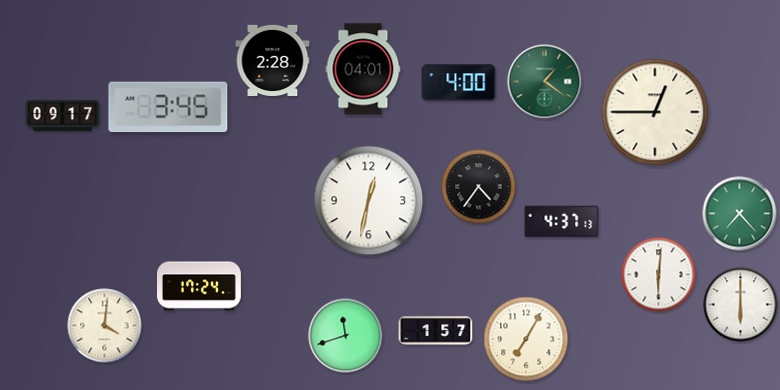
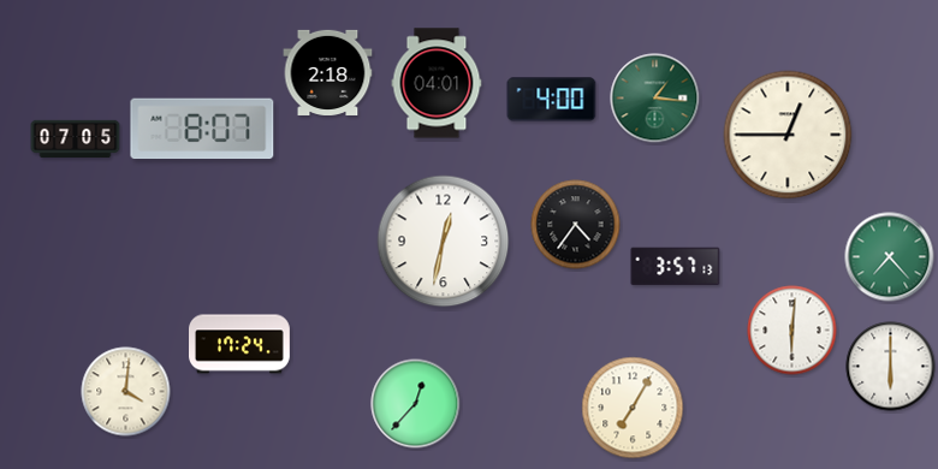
clock at (273, 60): 2:28 -> 2:18
clock at (545, 82): 1:21 -> 1:16
clock at (168, 107): 3:45 -> 8:07
clock at (63, 116): 09:17 -> 07:05
clock at (562, 222): 4:37 -> 3:57
clock at (436, 331): 1:57 -> none
clock at (346, 336): 11:42 -> 12:37
